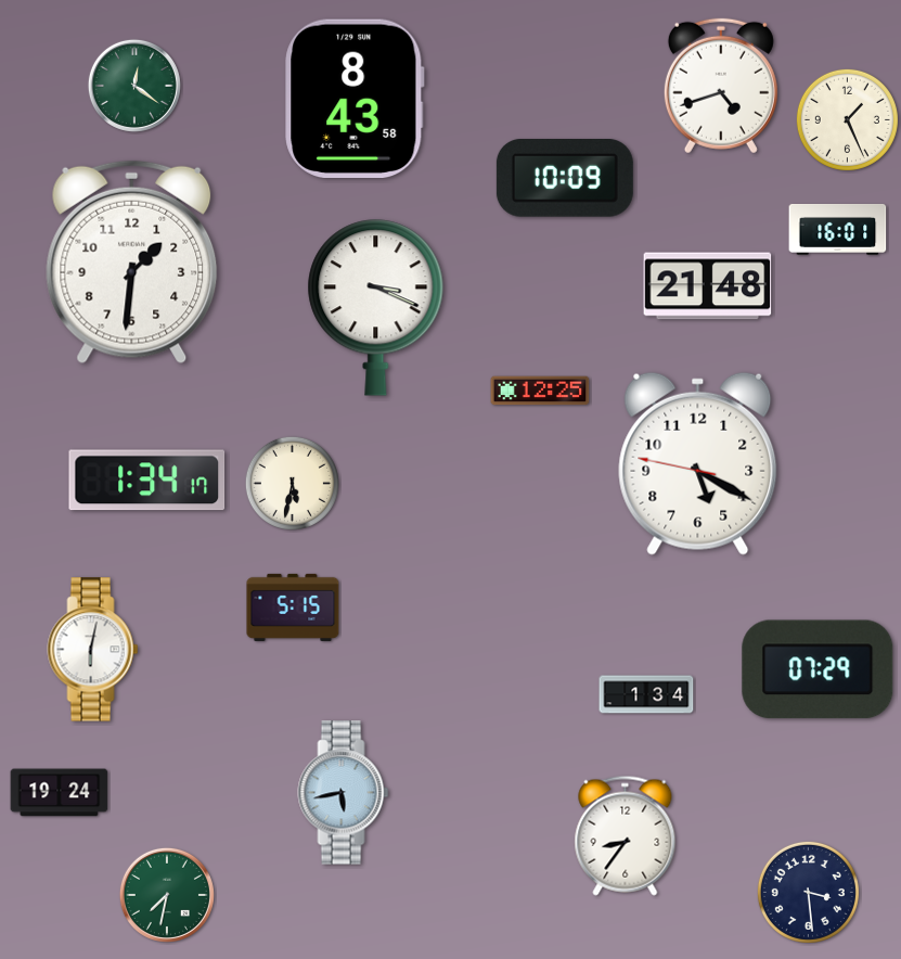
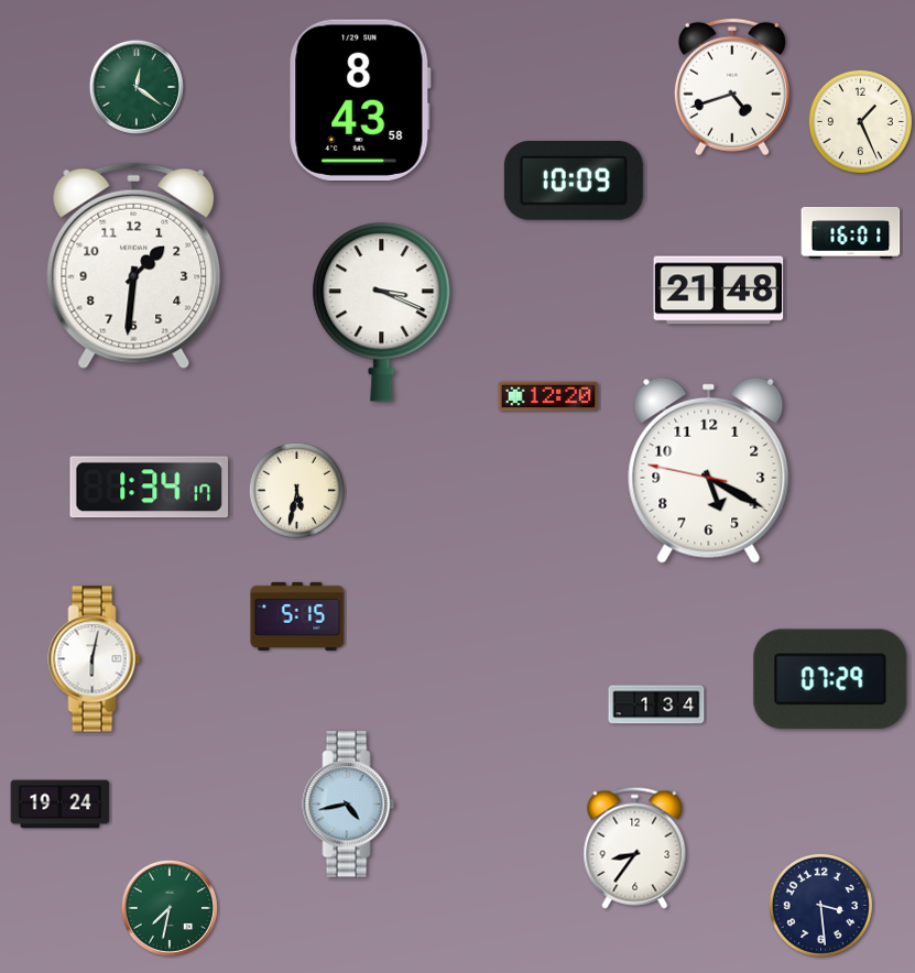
clock at (540, 391): 12:25 -> 12:20
clock at (344, 793): 5:43 -> 4:43
